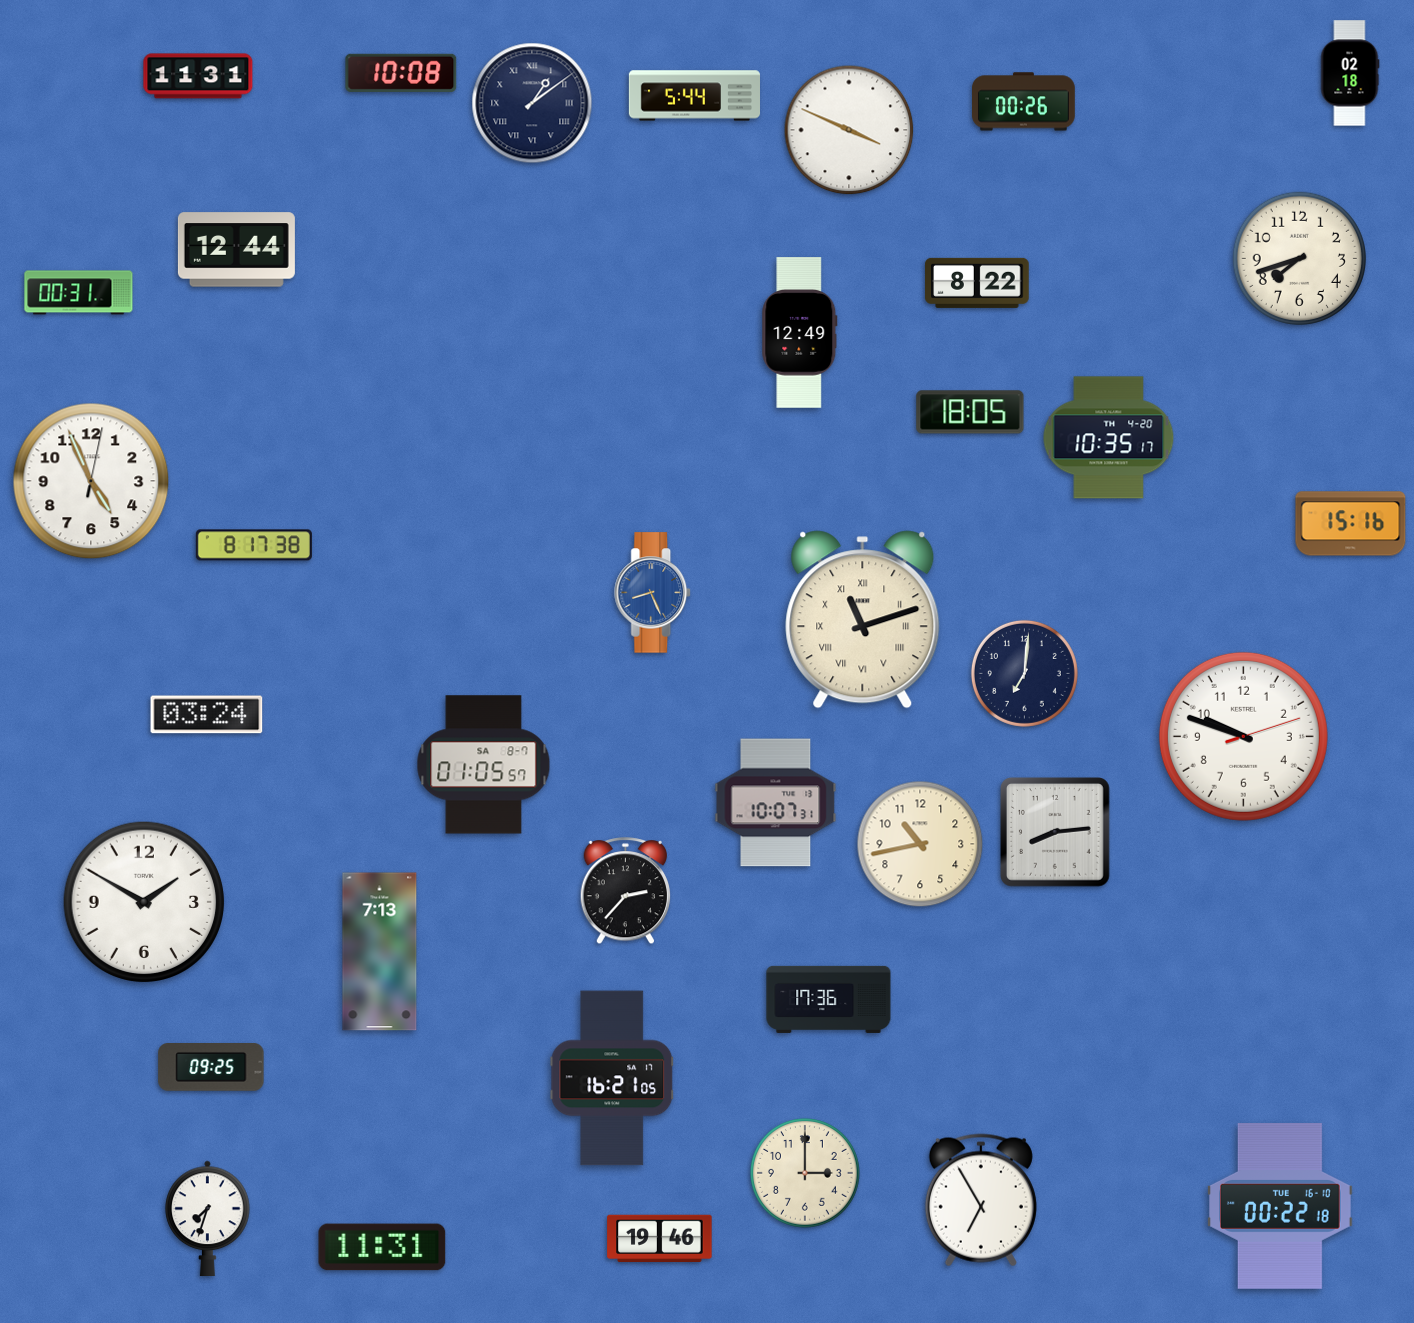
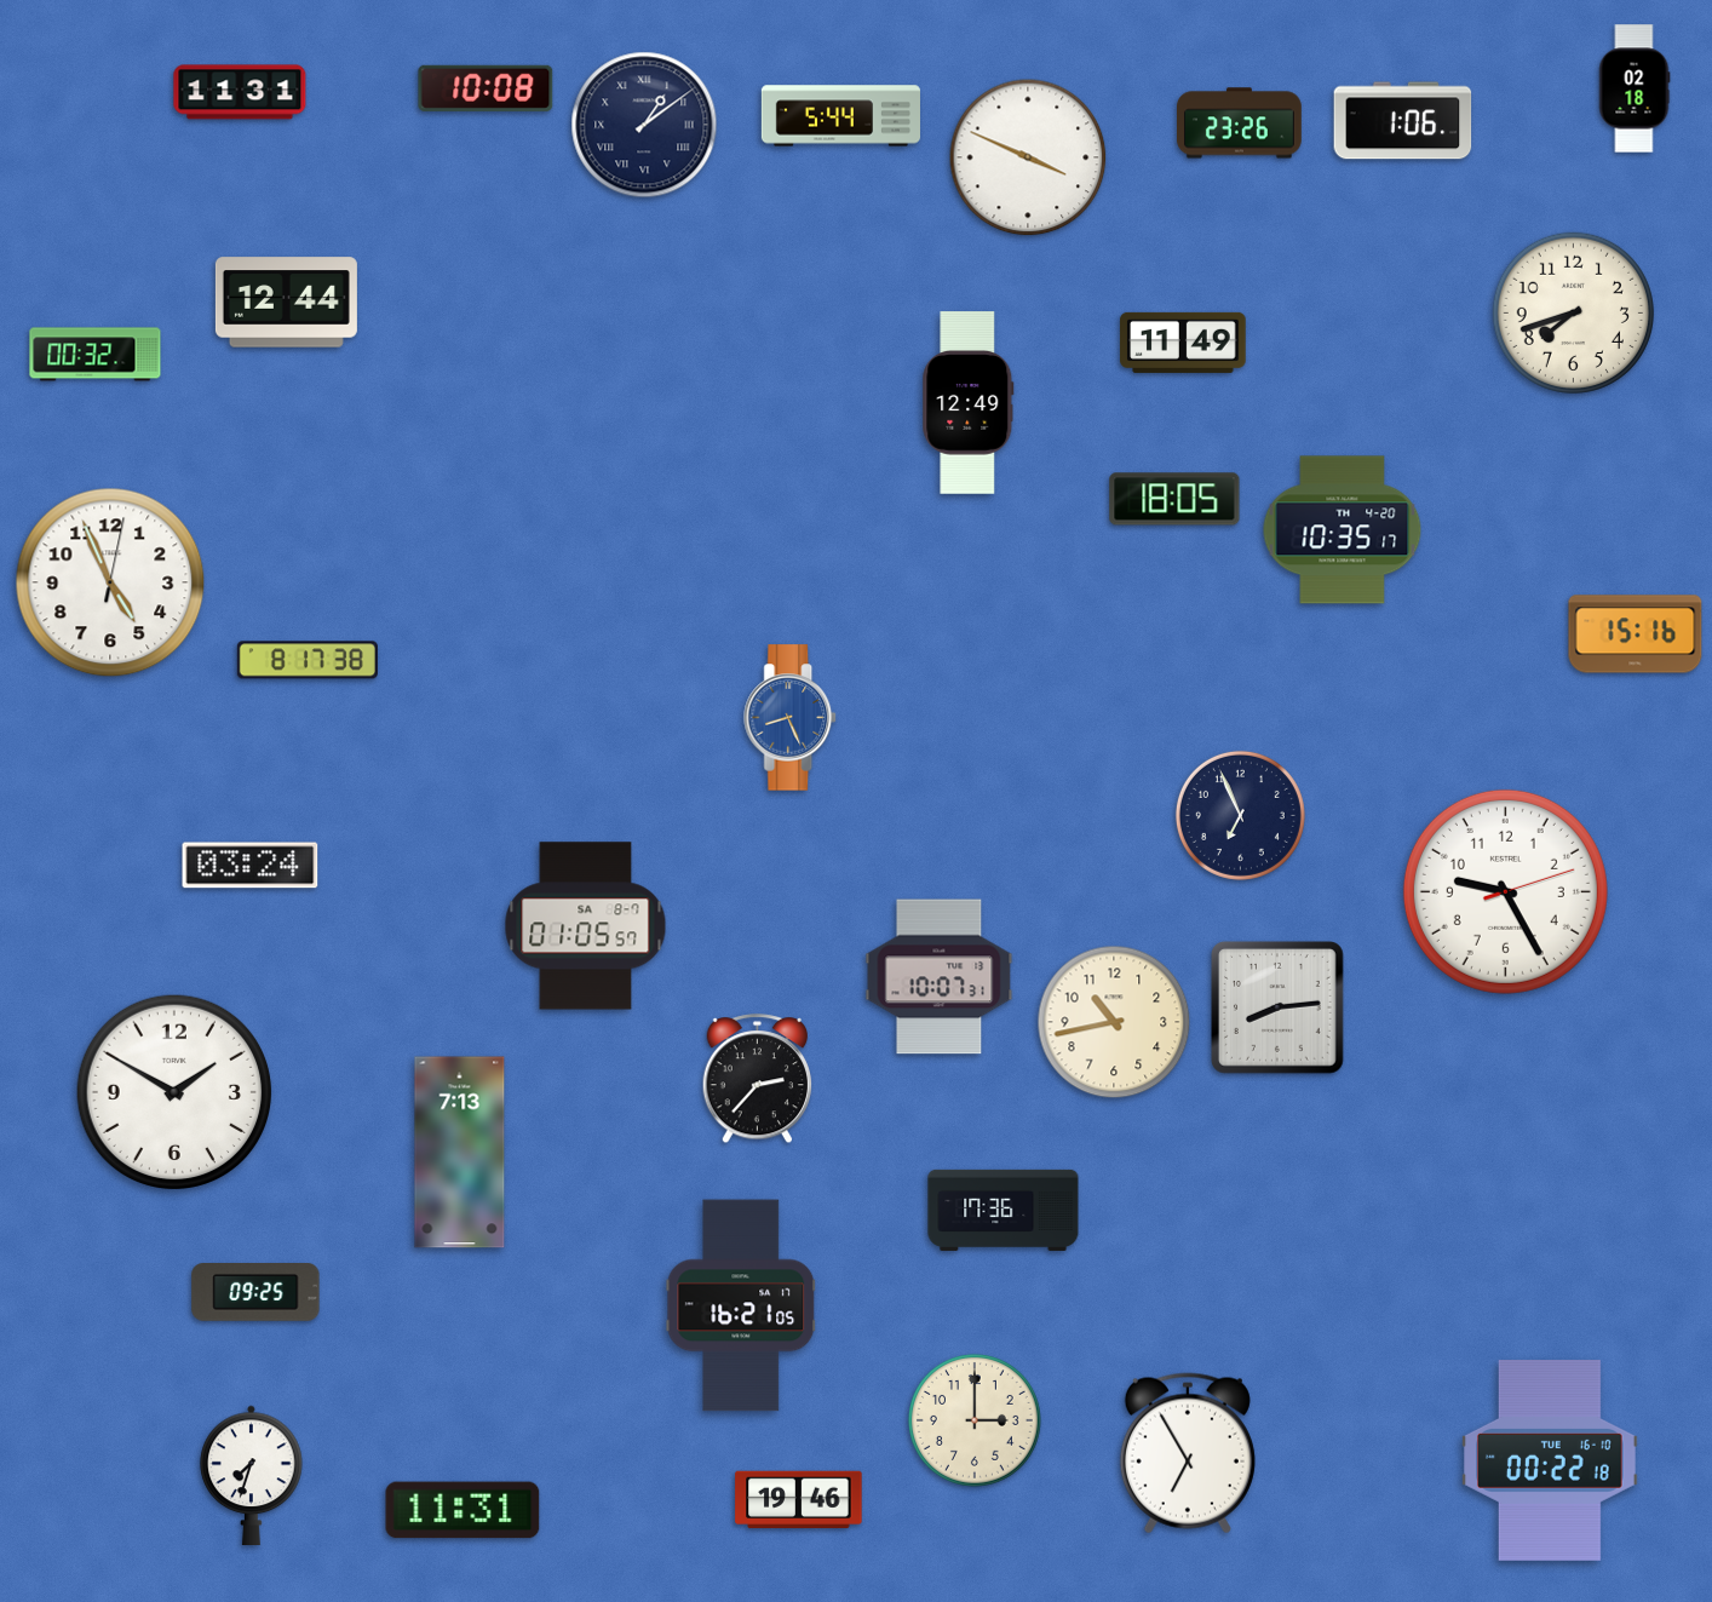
clock at (1403, 121): none -> 1:06
clock at (1024, 102): 00:26 -> 23:26
clock at (977, 283): 8:22 -> 11:49
clock at (79, 293): 00:31 -> 00:32
clock at (863, 620): 11:12 -> none
clock at (1024, 673): 7:01 -> 6:56
clock at (1243, 736): 9:48 -> 9:25
clock at (776, 803) position: (776, 803) -> (940, 977)
